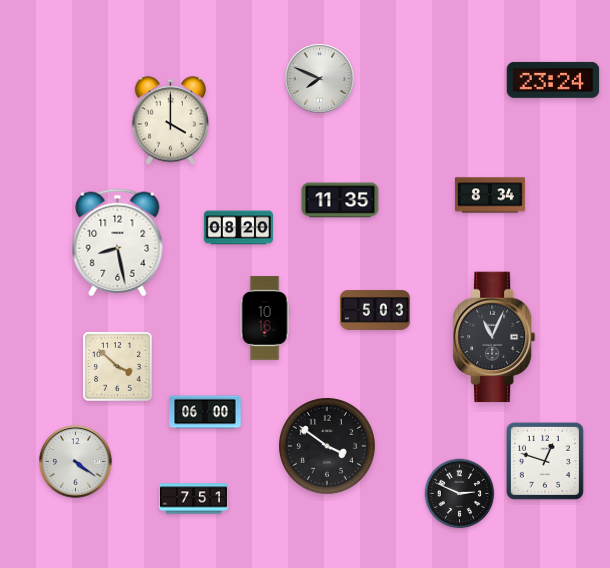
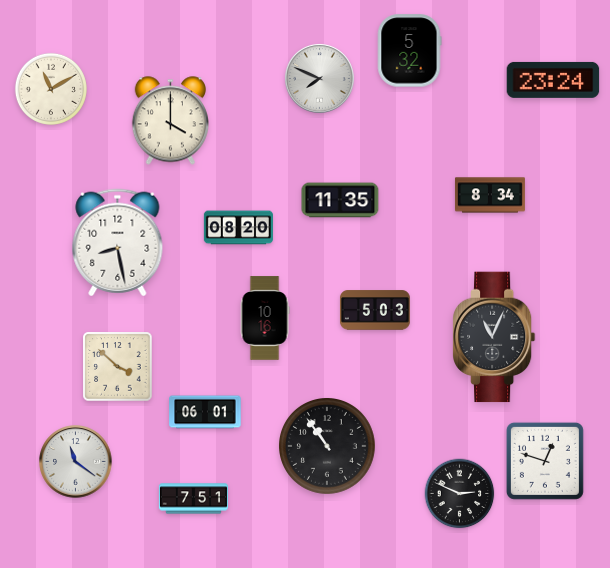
clock at (409, 51): none -> 5:32
clock at (51, 89): none -> 11:10
clock at (205, 412): 06:00 -> 06:01
clock at (328, 447): 3:51 -> 10:54
clock at (76, 462): 4:21 -> 11:21
